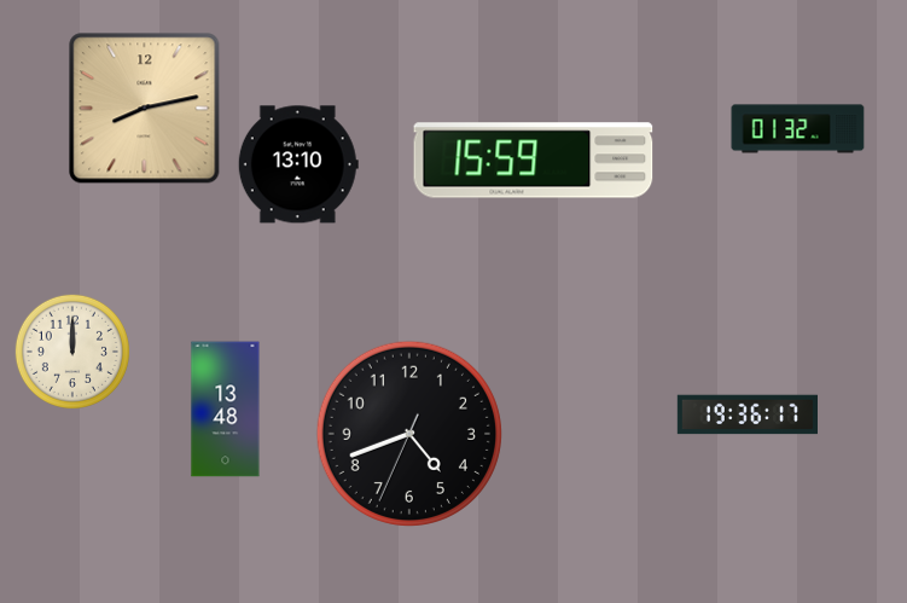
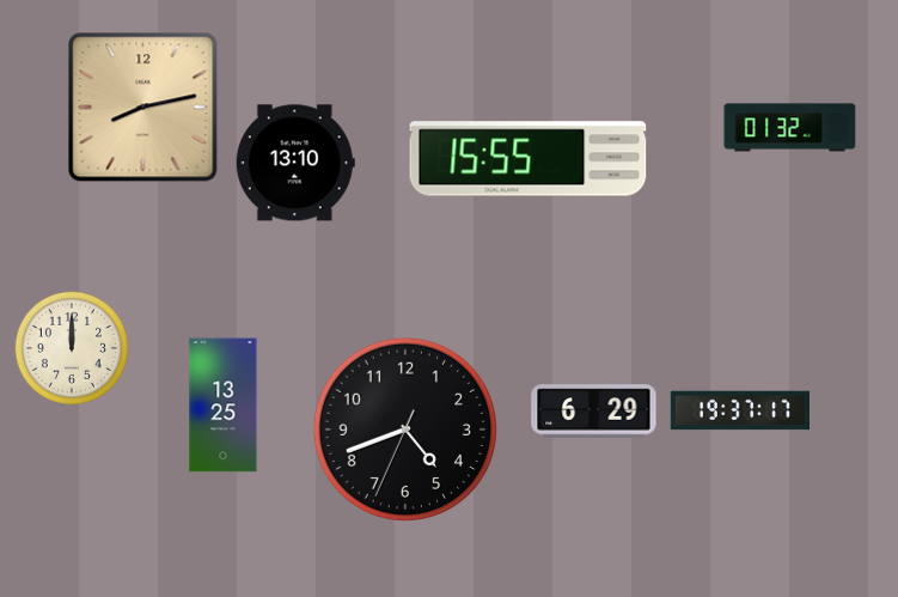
clock at (534, 161): 15:59 -> 15:55
clock at (226, 410): 13:48 -> 13:25
clock at (746, 414): 19:36 -> 19:37
clock at (594, 412): none -> 6:29
